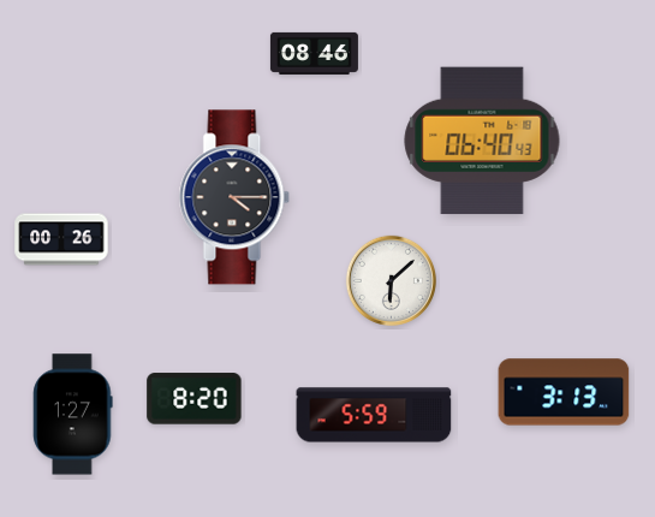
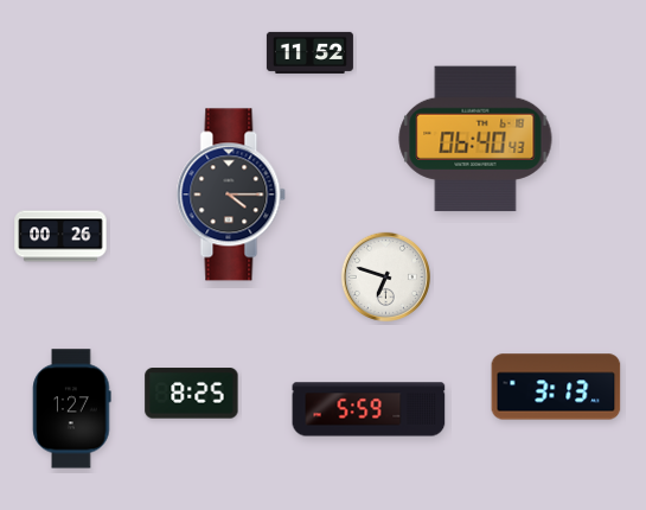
clock at (314, 53): 08:46 -> 11:52
clock at (391, 280): 6:08 -> 6:48
clock at (195, 399): 8:20 -> 8:25
